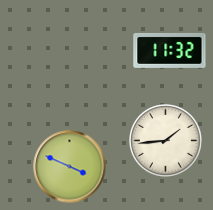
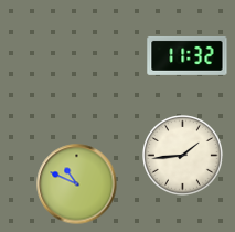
clock at (70, 167): 3:49 -> 10:49
